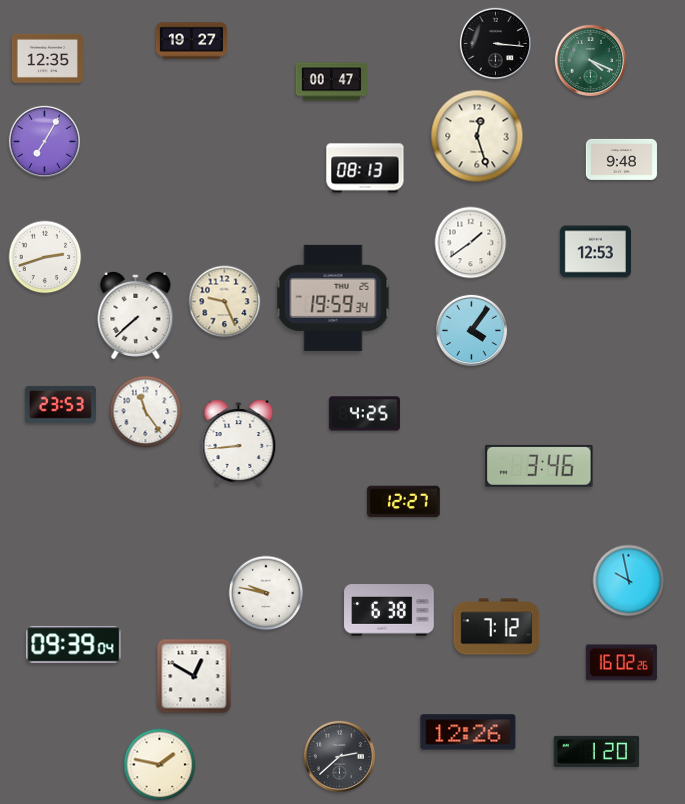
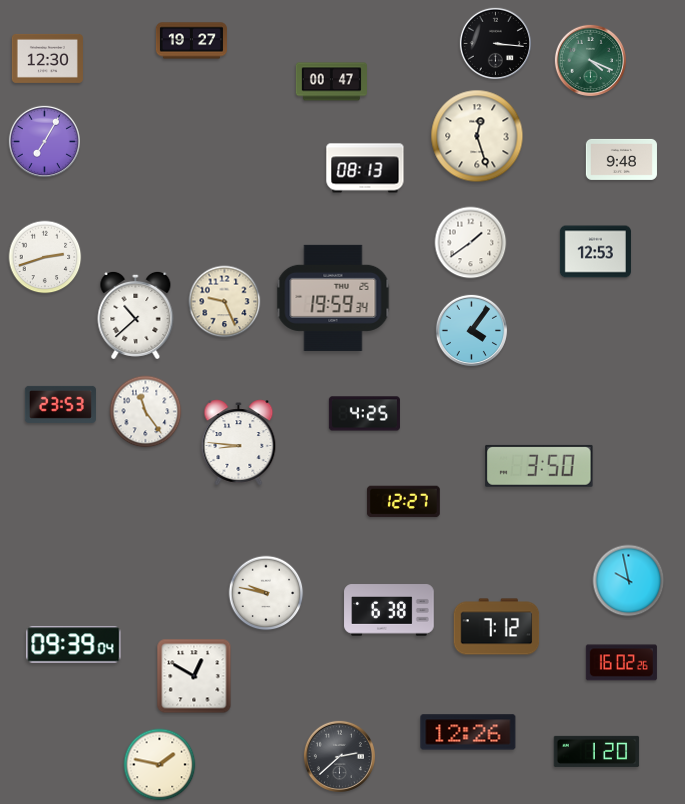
clock at (47, 58): 12:35 -> 12:30
clock at (136, 315): 7:38 -> 10:38
clock at (239, 443): 8:44 -> 8:46
clock at (539, 466): 3:46 -> 3:50
